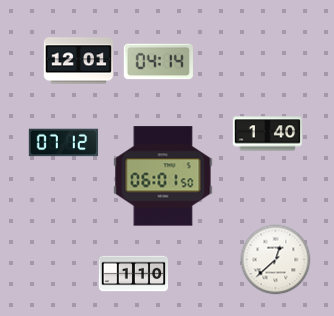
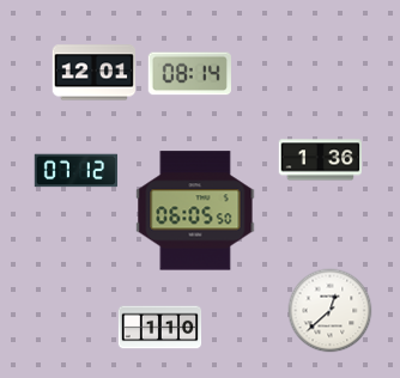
clock at (158, 62): 04:14 -> 08:14
clock at (267, 134): 1:40 -> 1:36
clock at (163, 176): 06:01 -> 06:05
